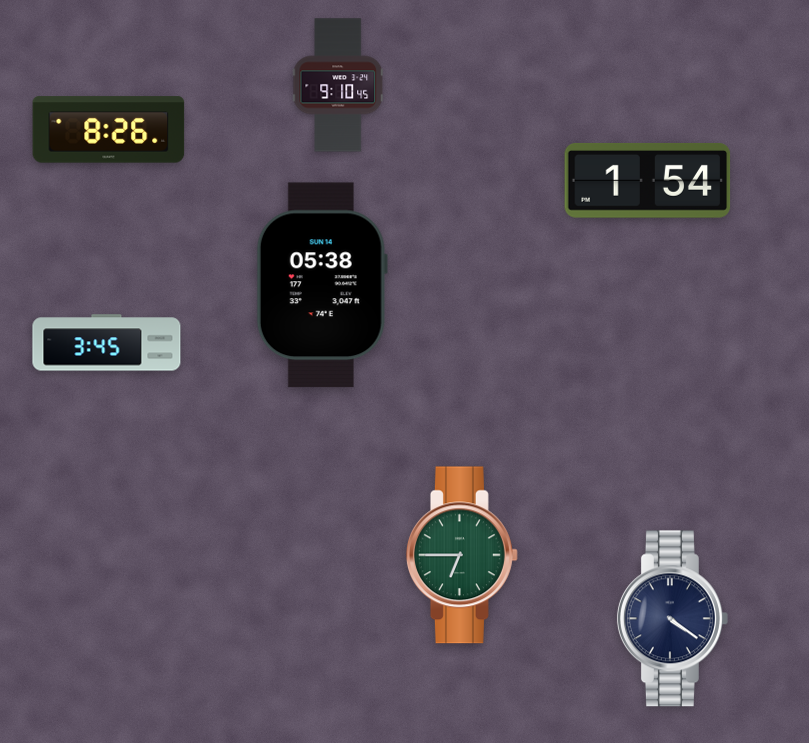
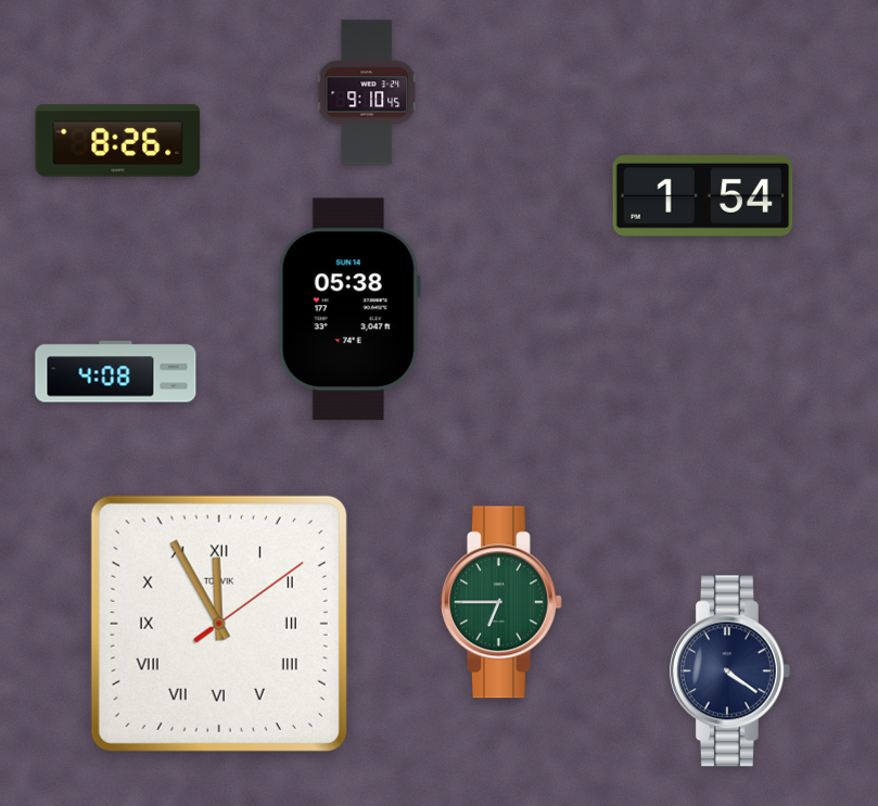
clock at (107, 343): 3:45 -> 4:08
clock at (219, 624): none -> 11:55
